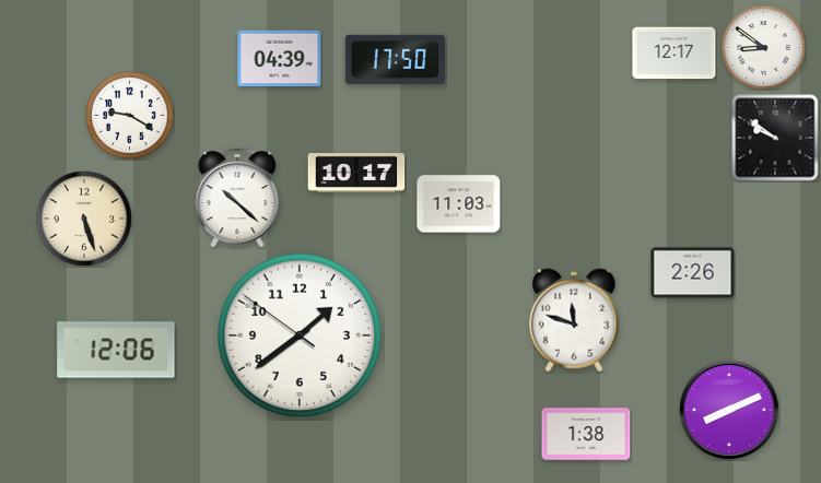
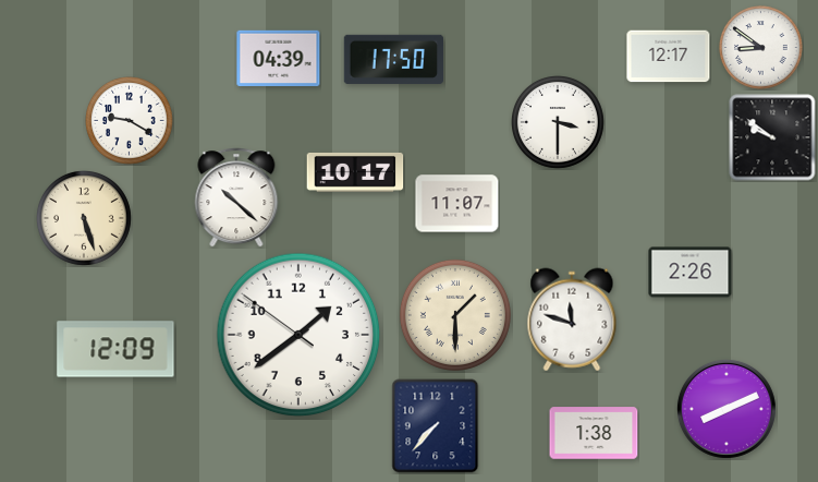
clock at (675, 54) position: (675, 54) -> (669, 57)
clock at (130, 116) position: (130, 116) -> (130, 121)
clock at (559, 123): none -> 3:30
clock at (459, 204): 11:03 -> 11:07
clock at (455, 315): none -> 1:30
clock at (116, 350): 12:06 -> 12:09
clock at (436, 426): none -> 7:37
clock at (586, 434) position: (586, 434) -> (594, 433)
